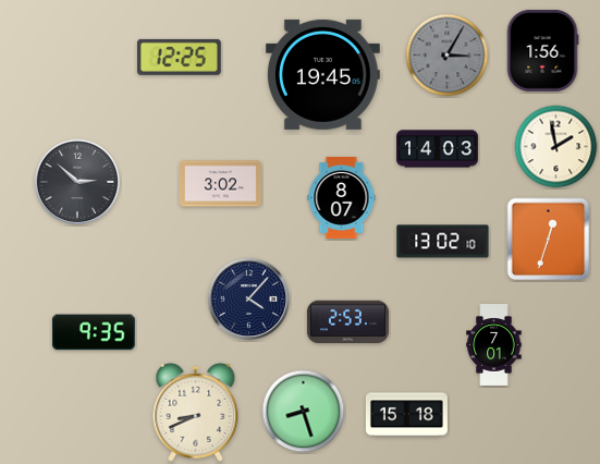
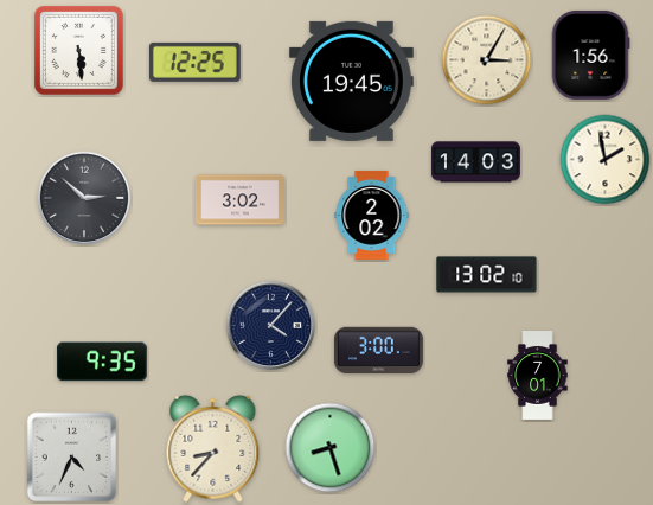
clock at (78, 50): none -> 5:29
clock at (448, 56) dial: grey -> cream
clock at (342, 197): 8:07 -> 2:02
clock at (549, 240): 12:33 -> none
clock at (443, 242) position: (443, 242) -> (487, 275)
clock at (347, 322): 2:53 -> 3:00
clock at (196, 412): 8:41 -> 8:37
clock at (406, 415): 15:18 -> none
clock at (72, 458): none -> 4:34
